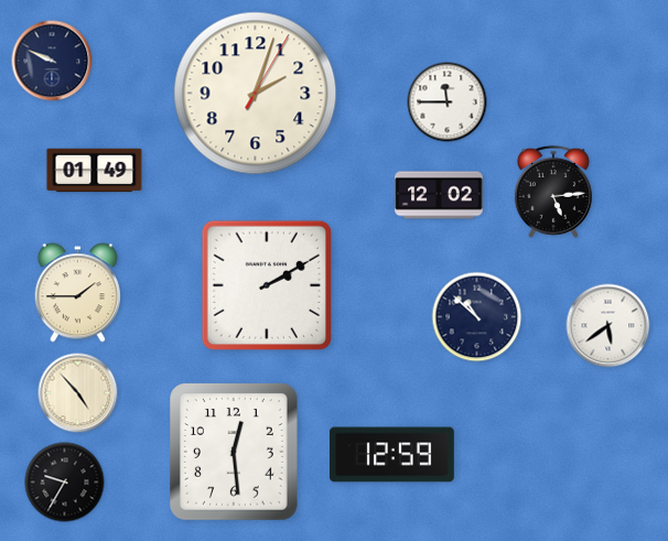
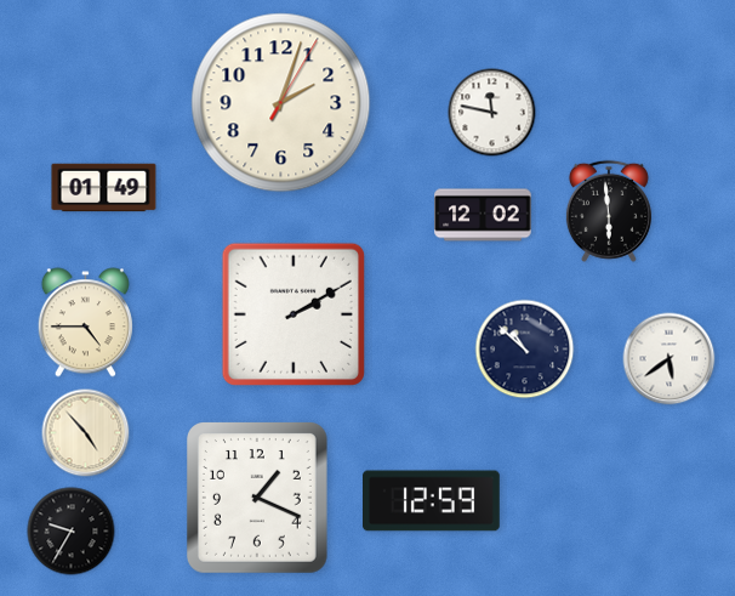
clock at (52, 61): 9:49 -> none
clock at (448, 102): 11:45 -> 11:47
clock at (553, 192): 5:14 -> 5:59
clock at (77, 293): 1:45 -> 4:45
clock at (235, 453): 12:29 -> 1:19
